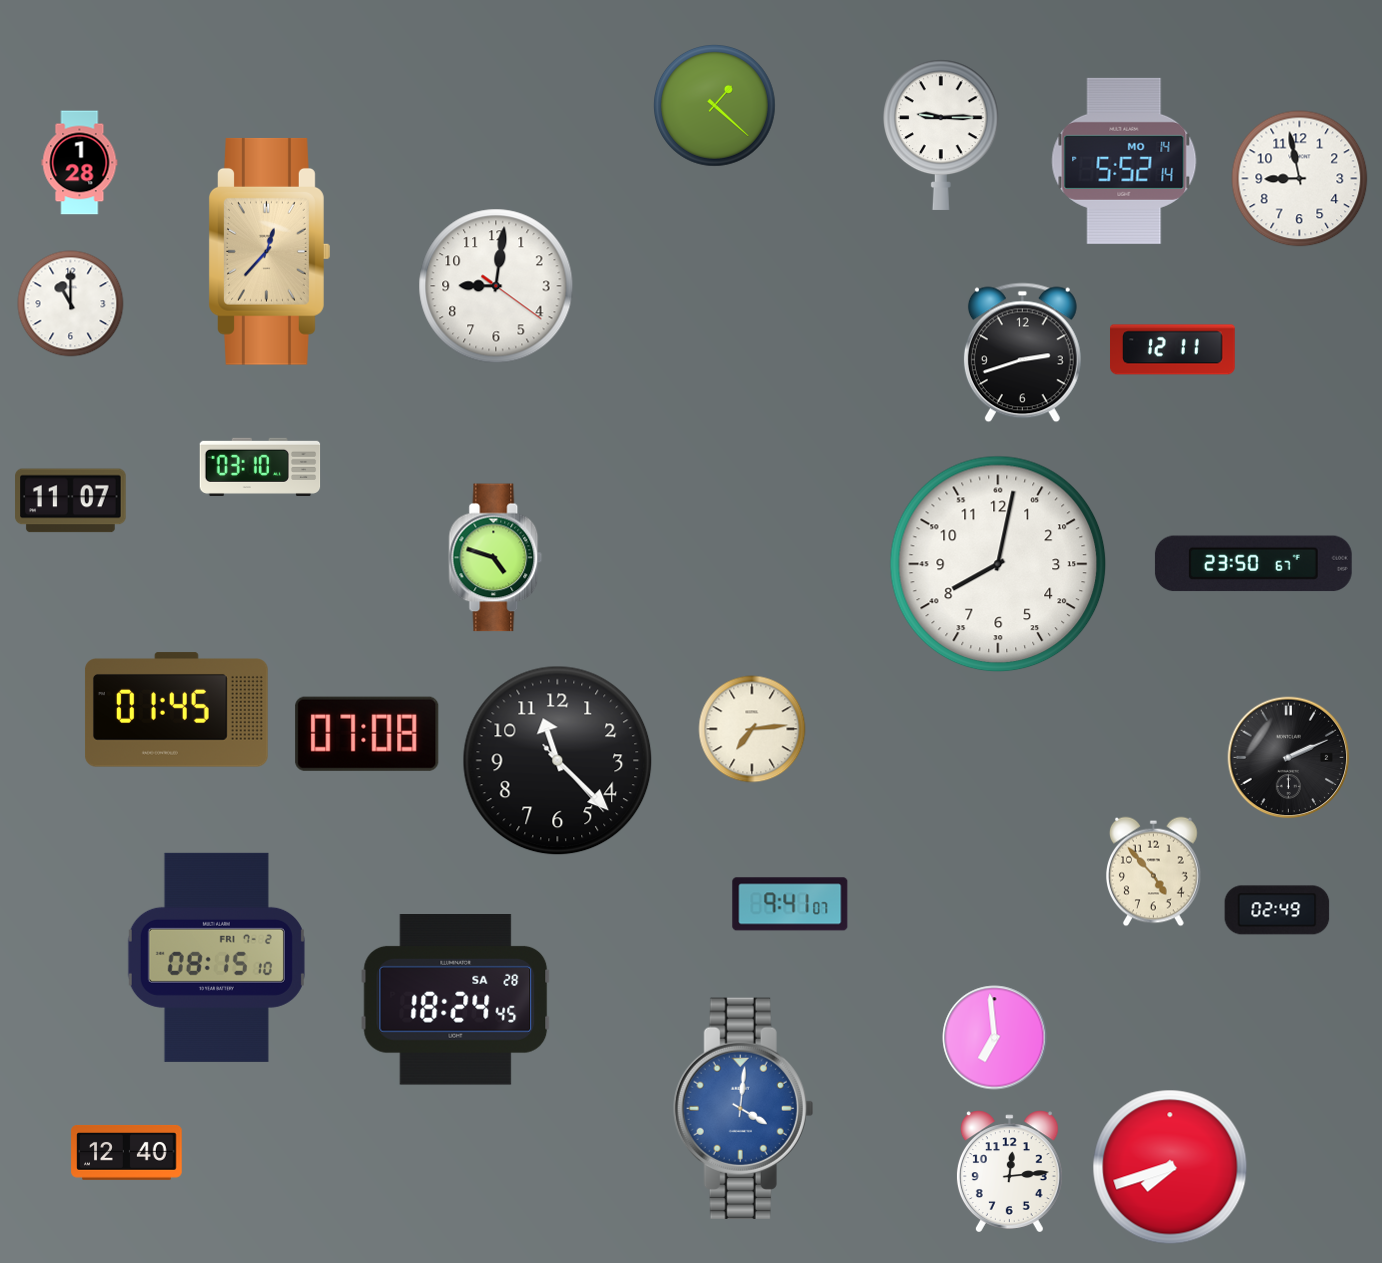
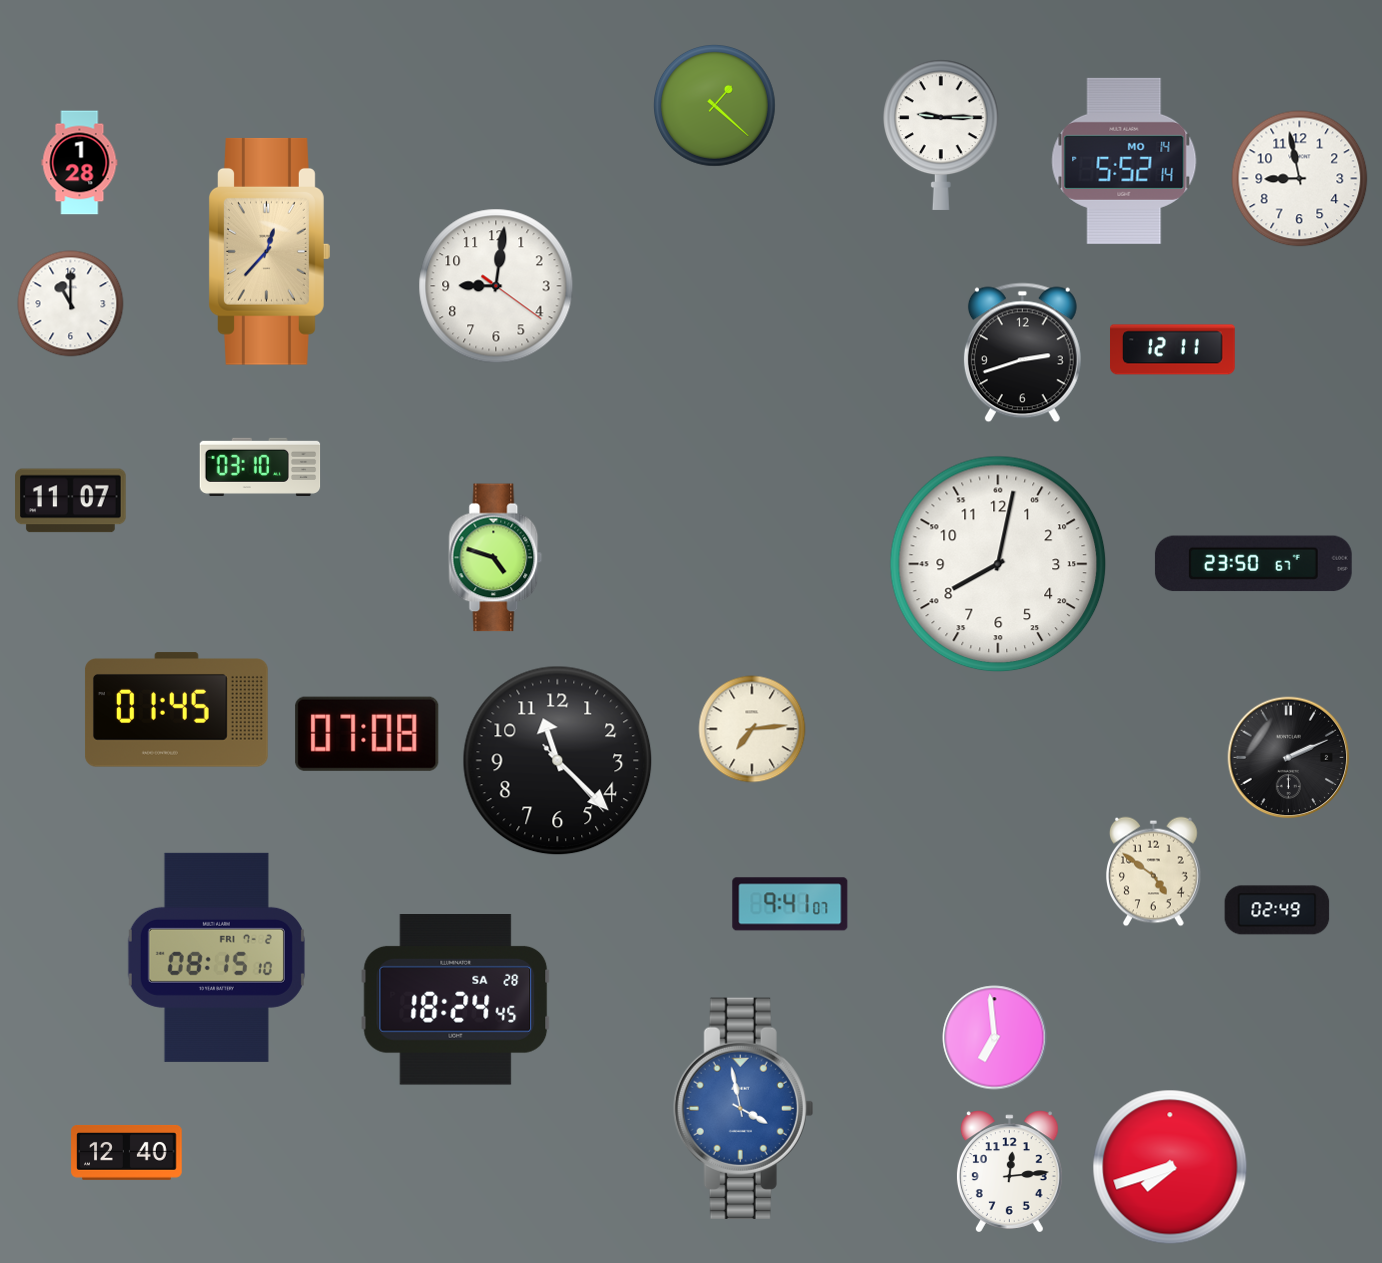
clock at (1154, 872): 4:53 -> 4:51
clock at (744, 1108): 4:01 -> 3:58
